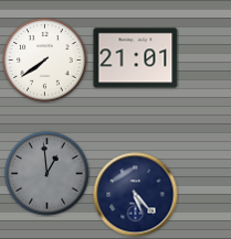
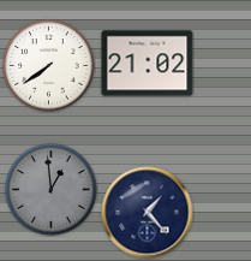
clock at (136, 58): 21:01 -> 21:02
clock at (136, 195): 5:23 -> 1:23
